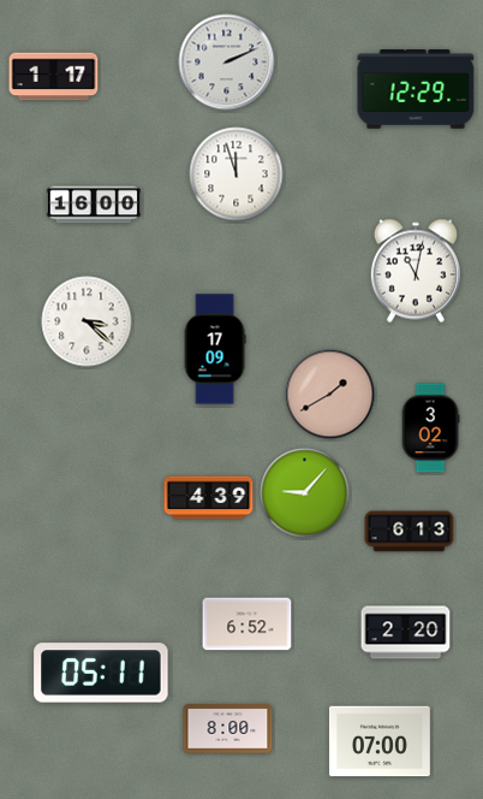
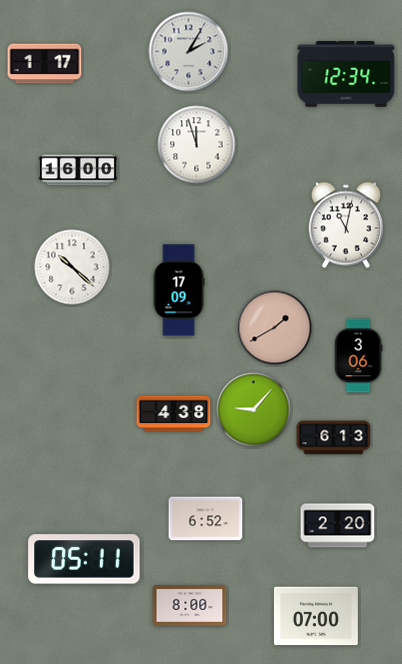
clock at (227, 63): 2:11 -> 2:05
clock at (416, 89): 12:29 -> 12:34
clock at (87, 321): 3:22 -> 10:22
clock at (430, 428): 3:02 -> 3:06
clock at (209, 498): 4:39 -> 4:38
clock at (410, 532) position: (410, 532) -> (334, 438)
